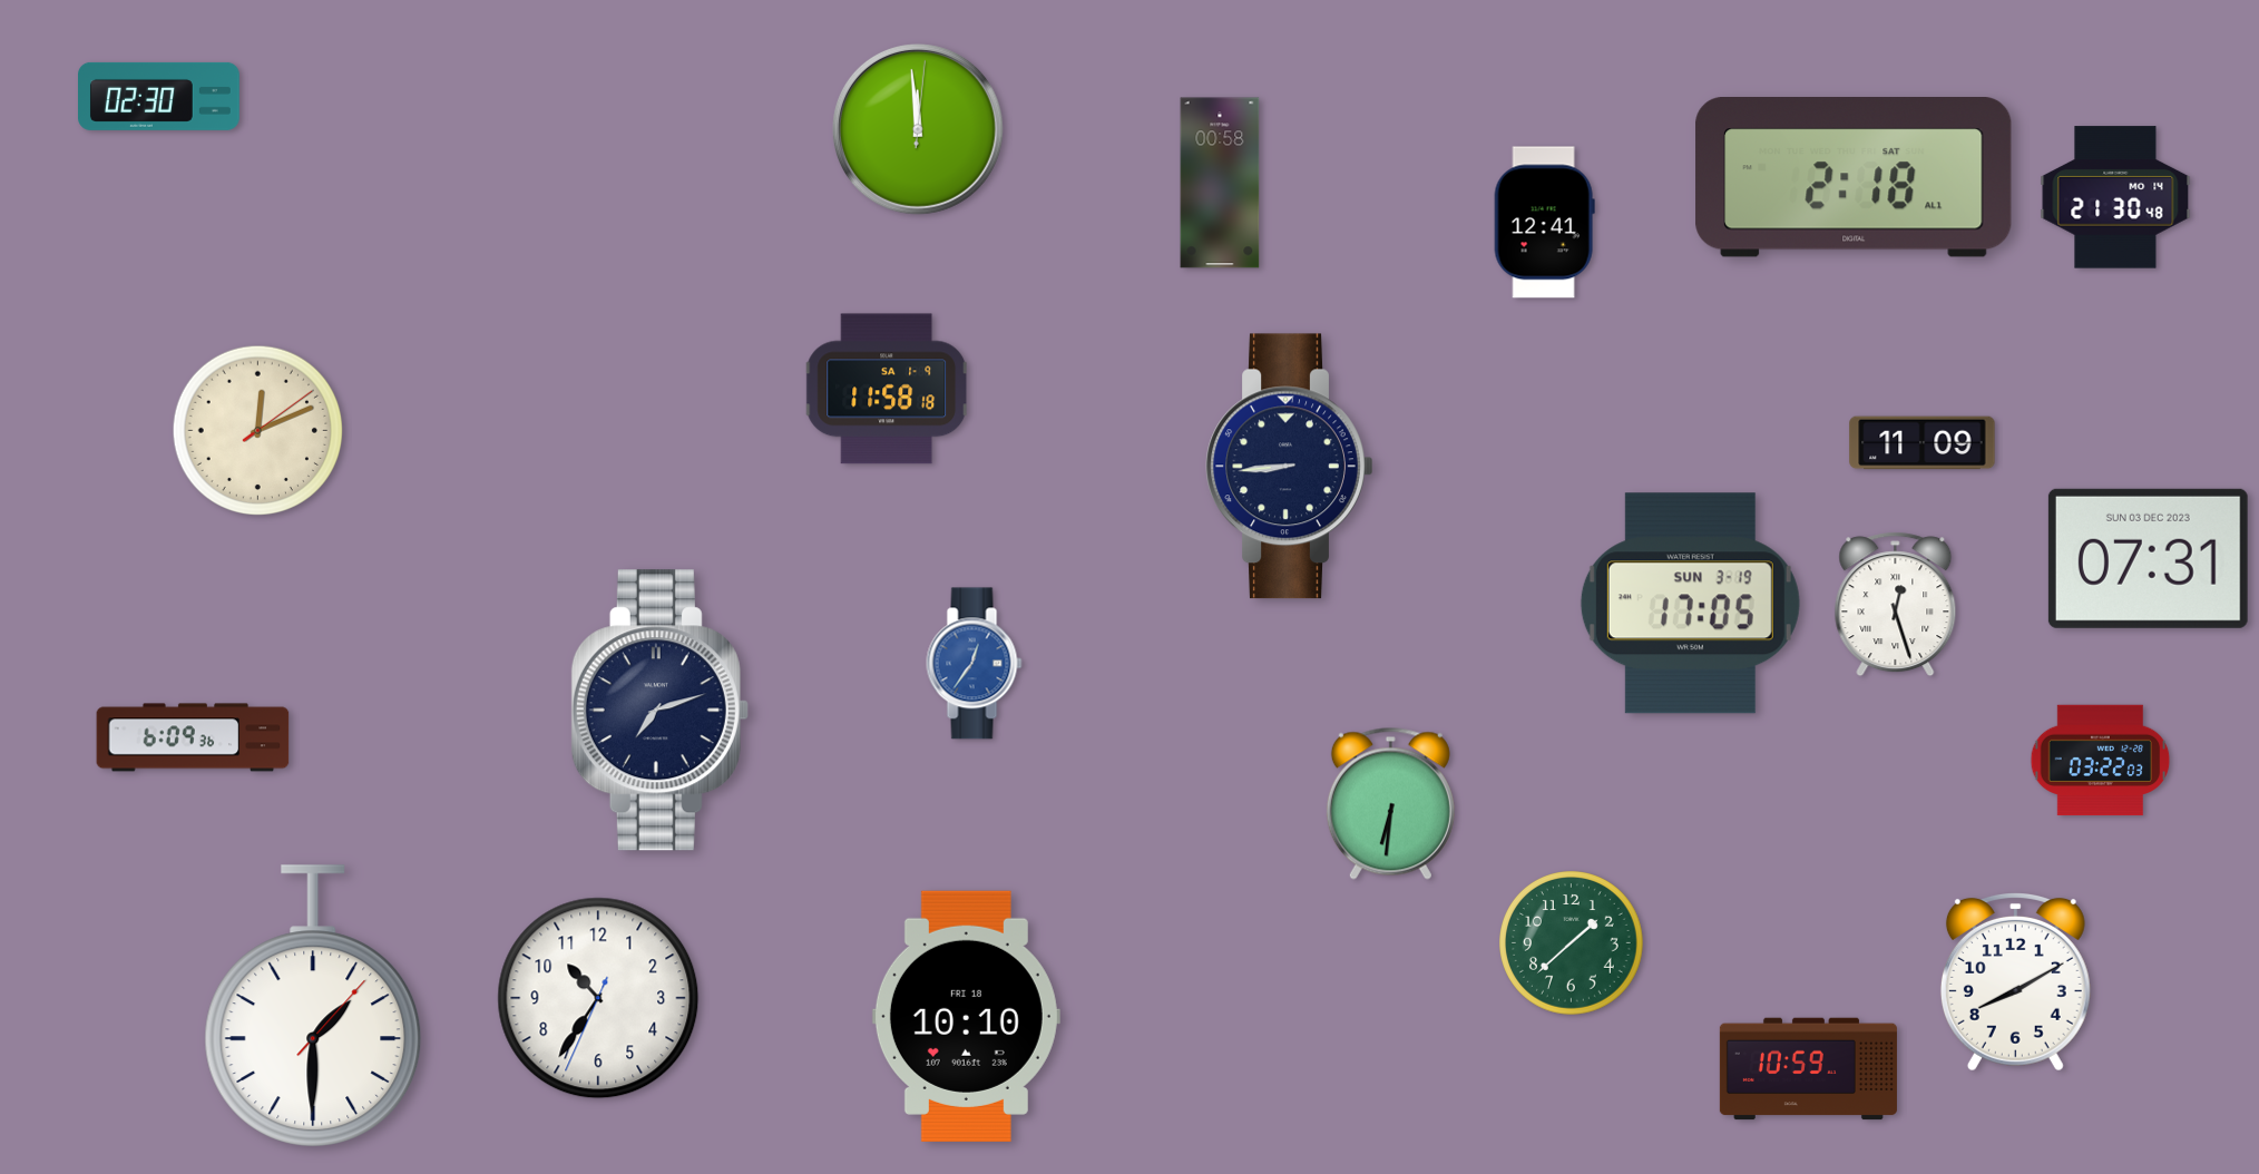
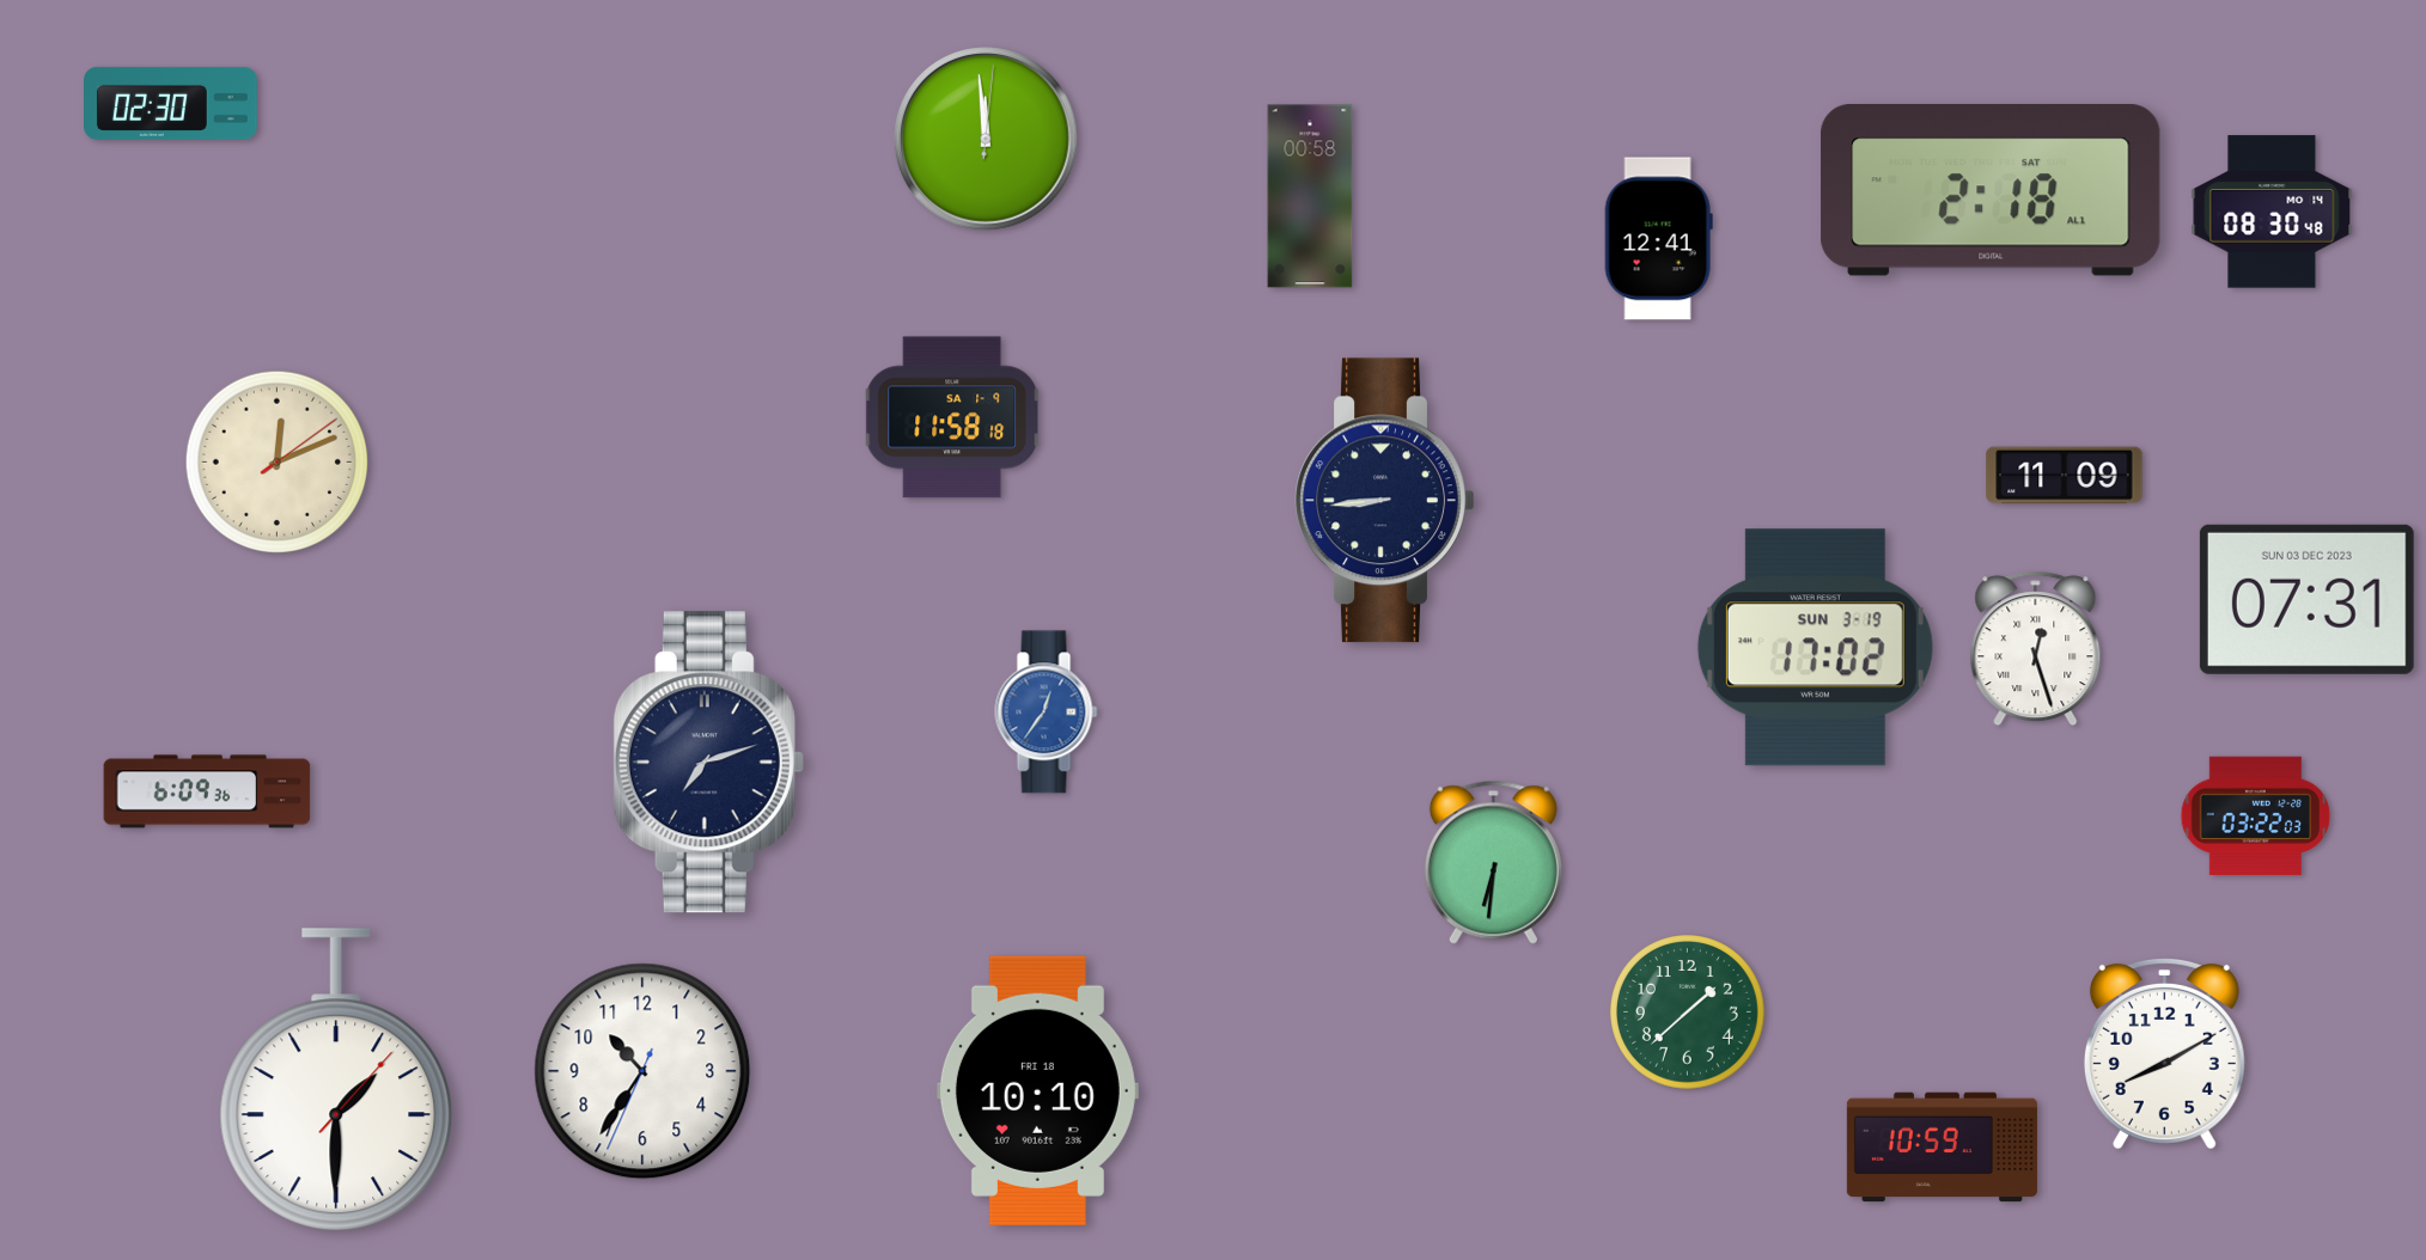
clock at (2115, 197): 21:30 -> 08:30
clock at (1690, 604): 17:05 -> 17:02
